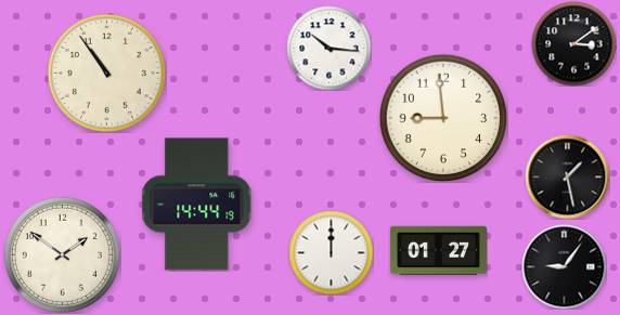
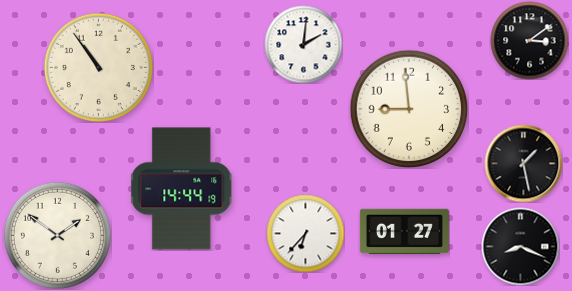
clock at (328, 48): 10:16 -> 2:01
clock at (331, 252): 12:00 -> 6:37
clock at (564, 266): 9:06 -> 8:19
